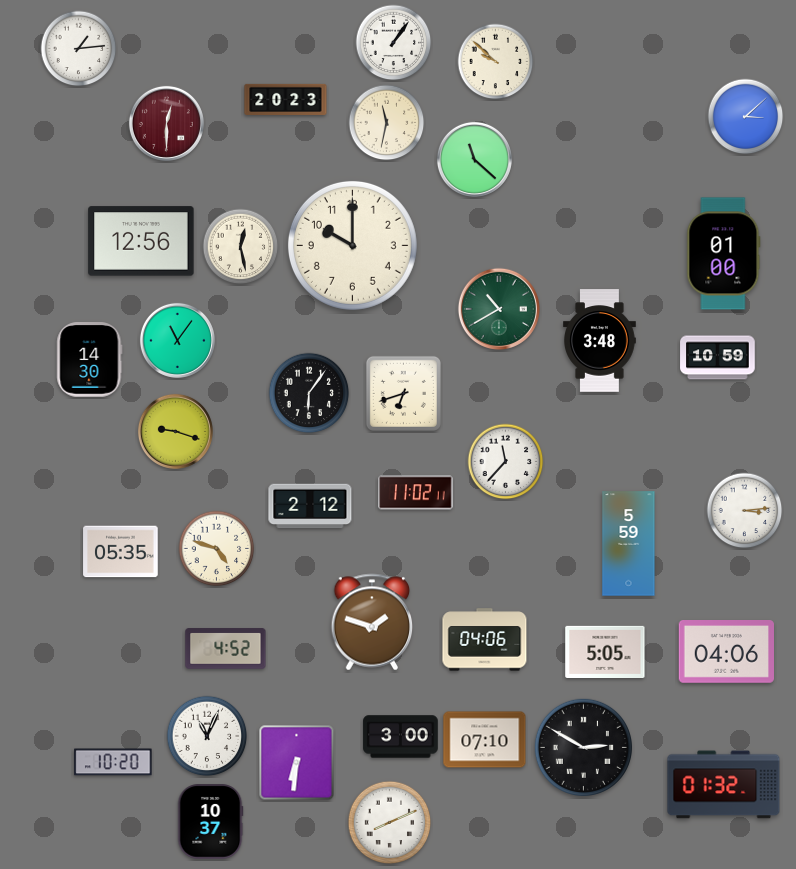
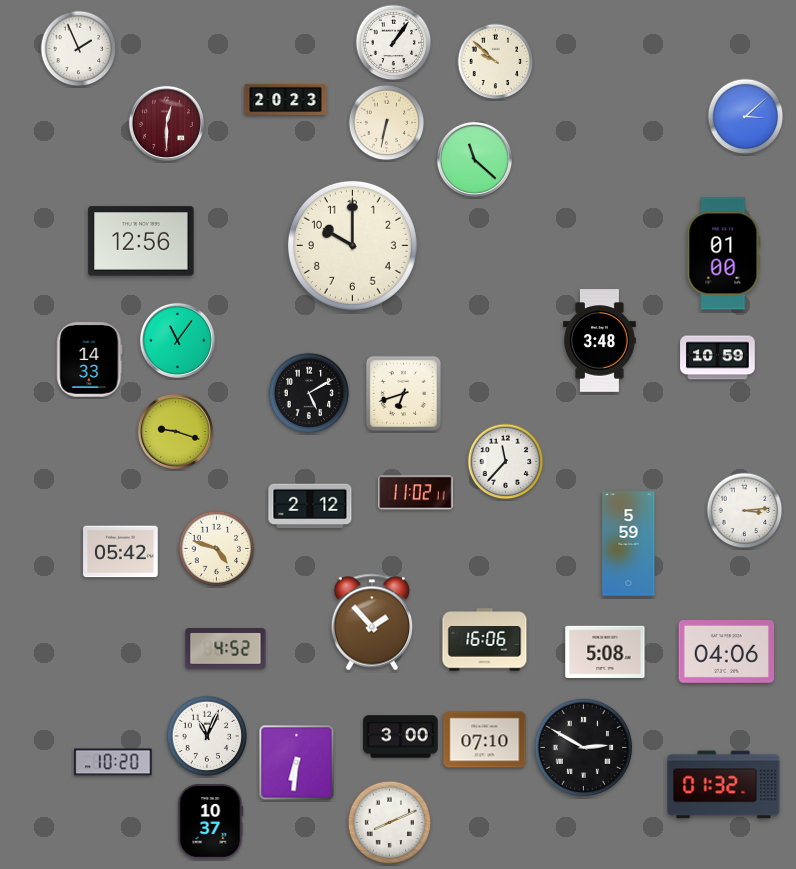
clock at (79, 49): 1:14 -> 1:56
clock at (387, 123): 11:32 -> 6:32
clock at (241, 247): 12:28 -> none
clock at (499, 309): 10:40 -> none
clock at (90, 360): 14:30 -> 14:33
clock at (309, 393): 6:06 -> 5:10
clock at (121, 552): 05:35 -> 05:42
clock at (372, 622): 1:48 -> 1:53
clock at (485, 640): 04:06 -> 16:06
clock at (605, 651): 5:05 -> 5:08
